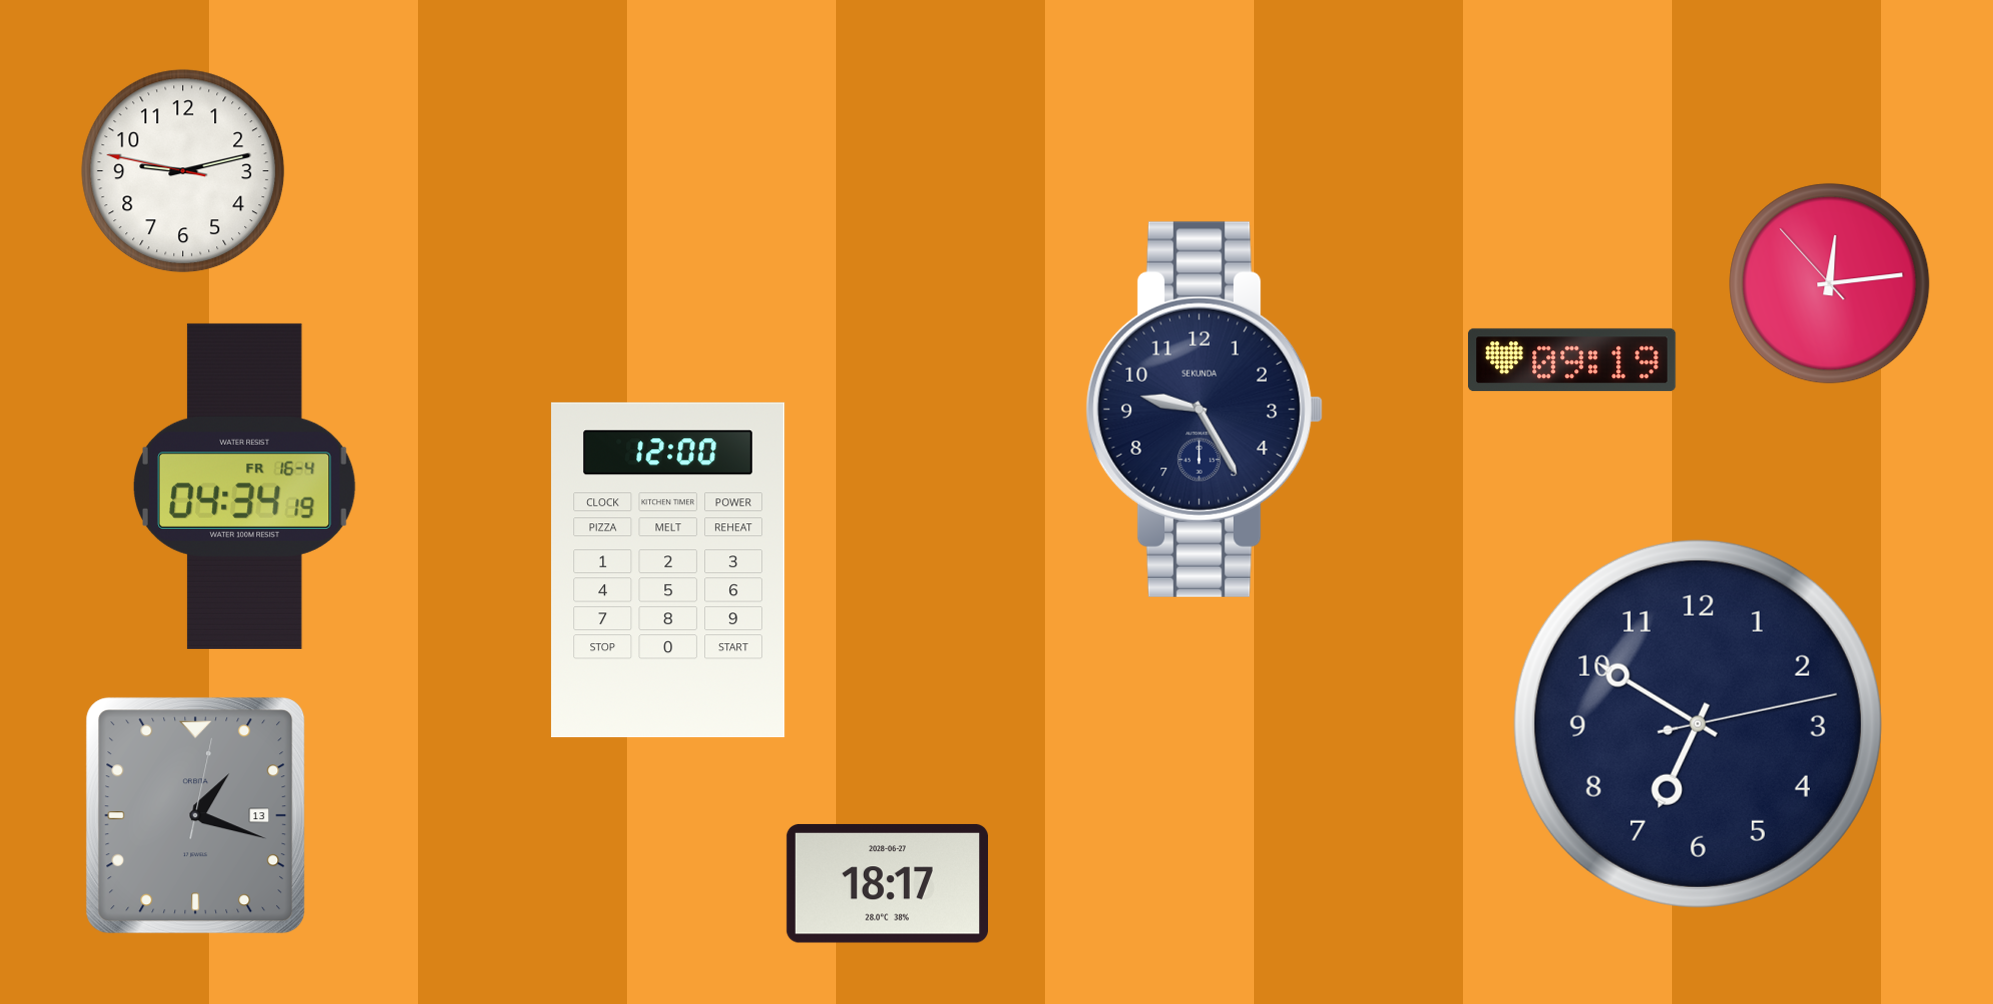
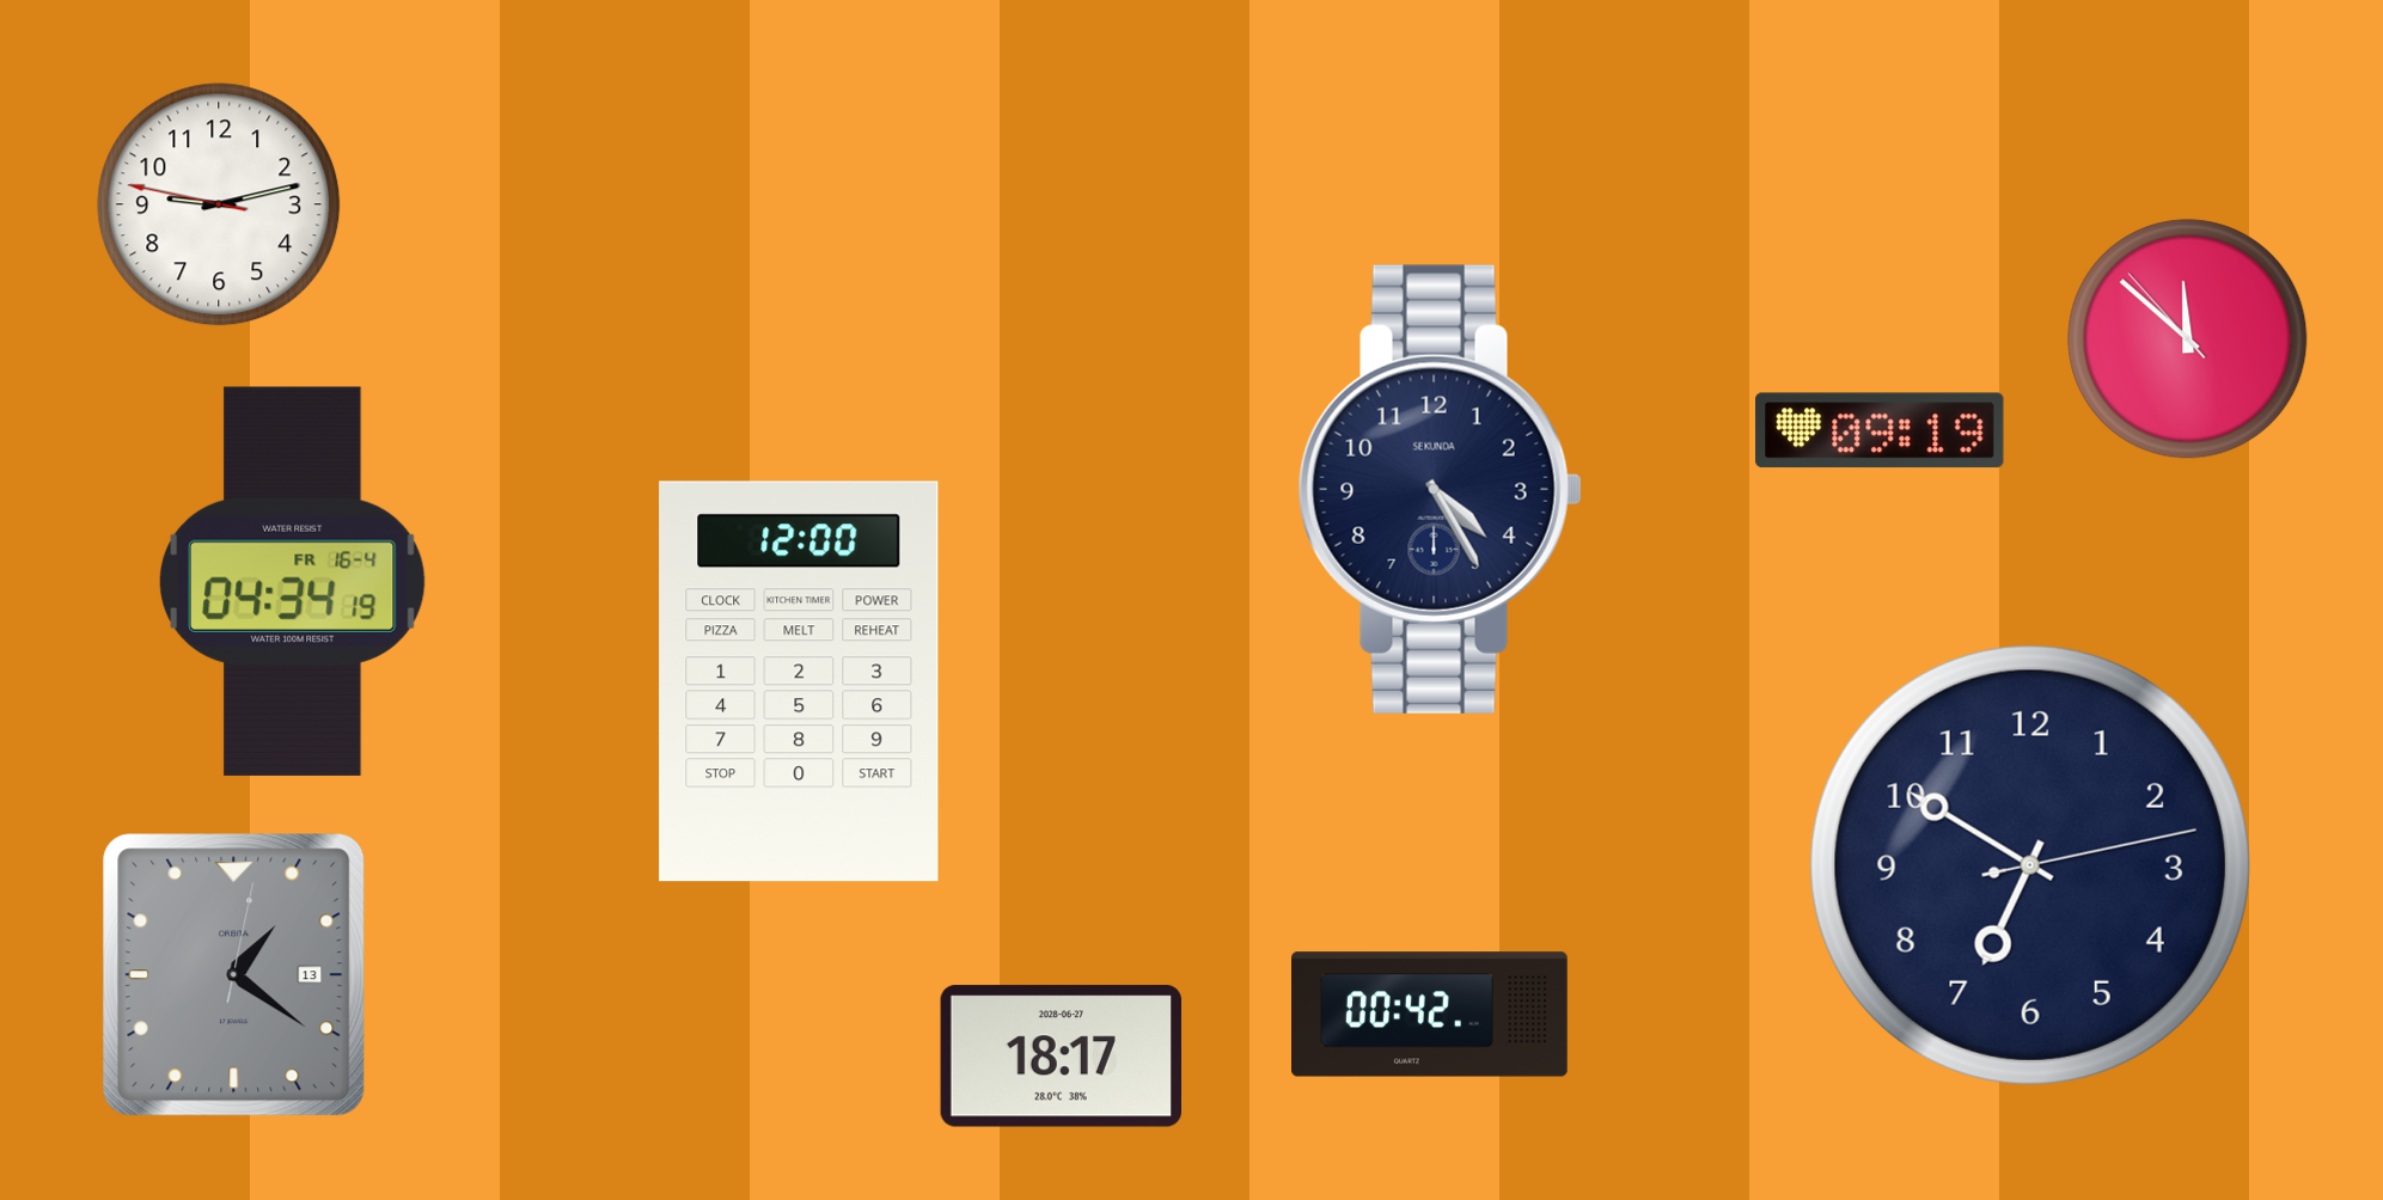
clock at (1830, 284): 12:13 -> 11:51
clock at (1204, 409): 9:25 -> 4:25
clock at (196, 816): 1:18 -> 1:21
clock at (1430, 1015): none -> 00:42
